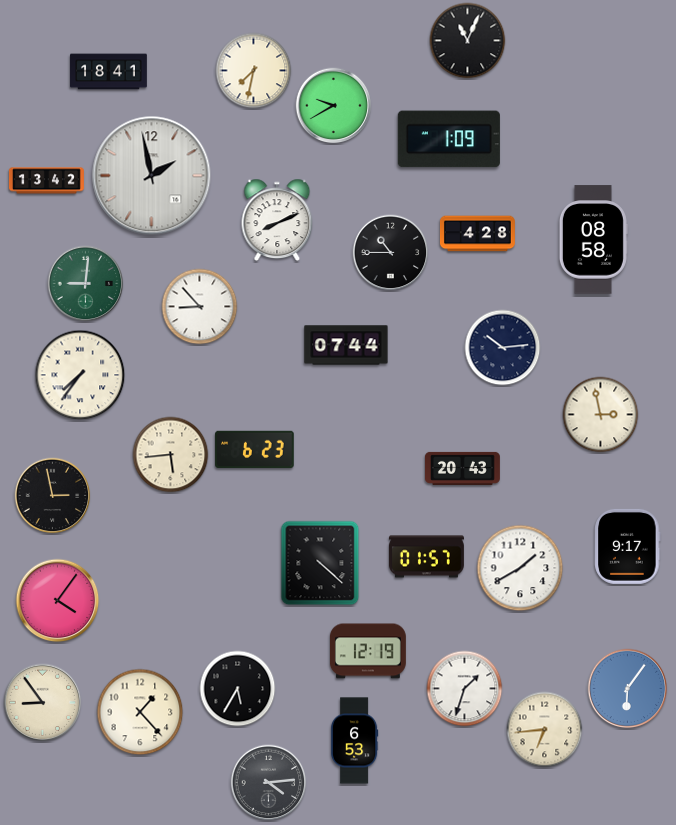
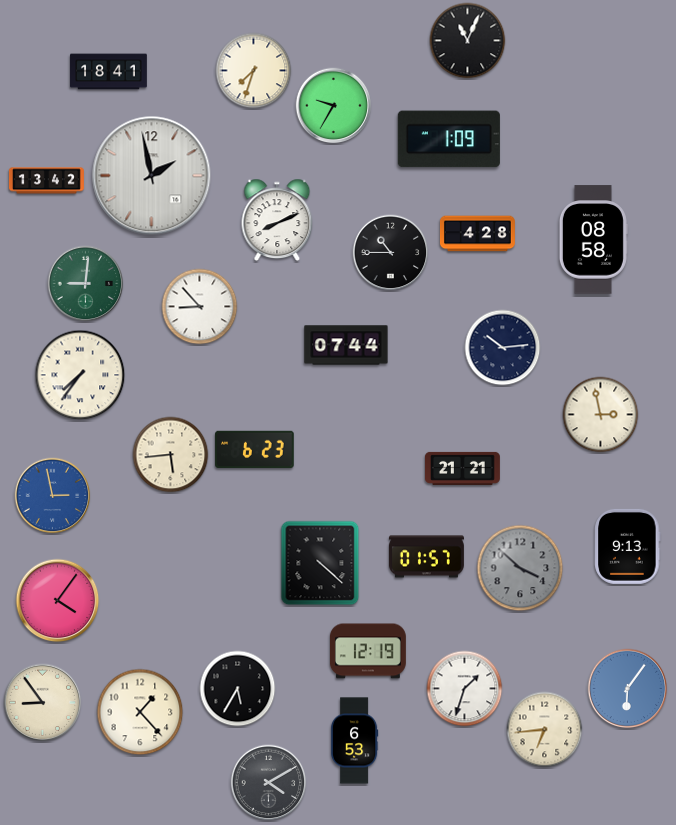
clock at (254, 71): 7:32 -> 7:33
clock at (334, 106): 9:40 -> 9:35
clock at (462, 468): 20:43 -> 21:21
clock at (53, 496) dial: black -> blue
clock at (628, 546): 9:17 -> 9:13
clock at (520, 568): 1:40 -> 3:52
clock at (520, 568) dial: white -> grey
clock at (269, 783): 4:14 -> 4:10
